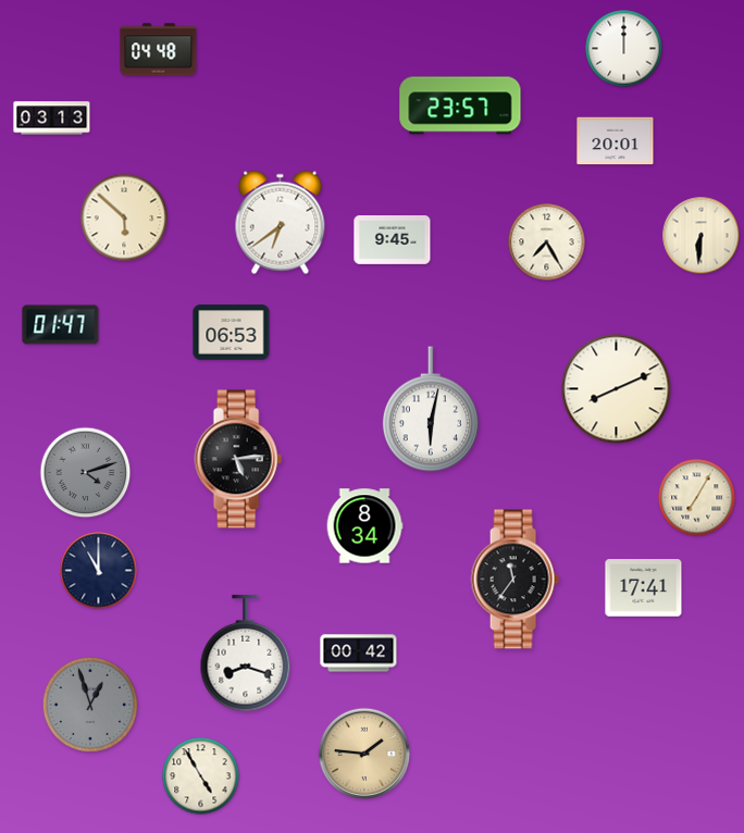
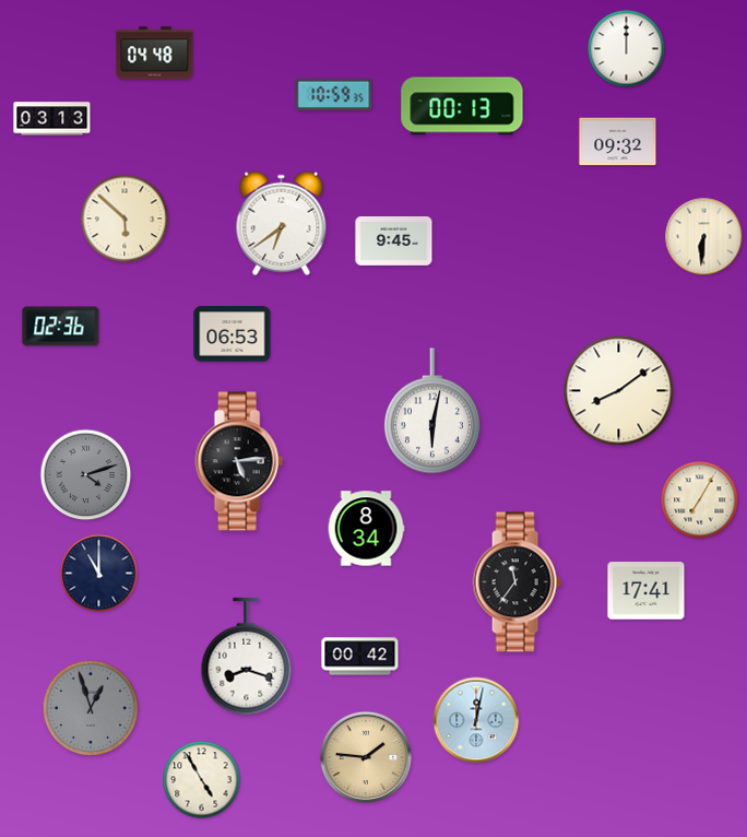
clock at (159, 50) position: (159, 50) -> (155, 54)
clock at (334, 94): none -> 10:59
clock at (460, 105): 23:57 -> 00:13
clock at (616, 141): 20:01 -> 09:32
clock at (547, 243): 7:25 -> none
clock at (61, 325): 01:47 -> 02:36
clock at (617, 389): 8:11 -> 8:09
clock at (476, 720): none -> 12:02
